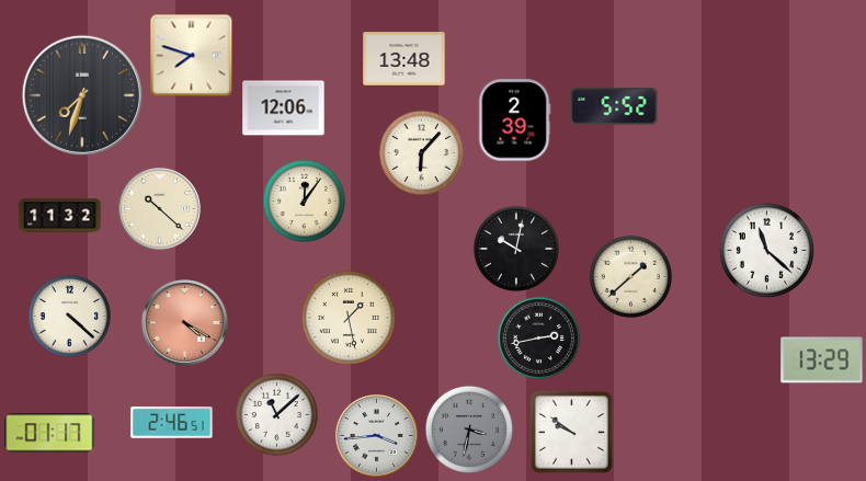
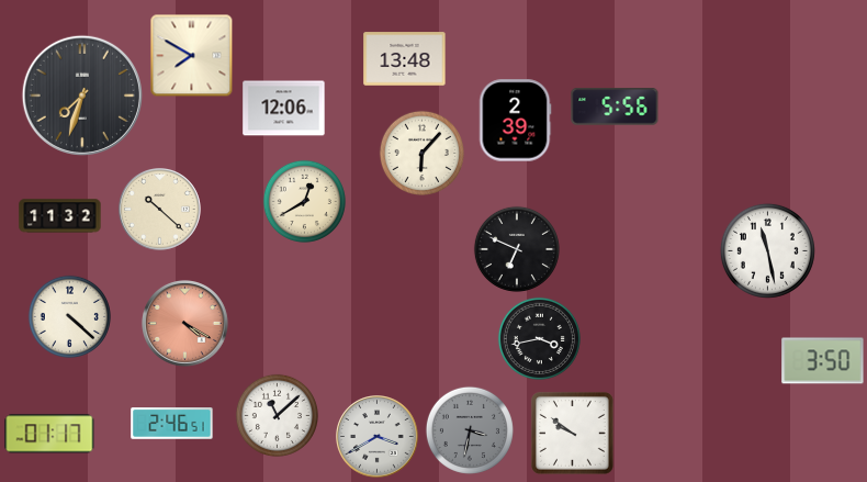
clock at (192, 56): 7:48 -> 7:50
clock at (614, 106): 5:52 -> 5:56
clock at (304, 201): 12:06 -> 12:40
clock at (516, 249): 10:02 -> 6:49
clock at (766, 250): 11:22 -> 11:28
clock at (630, 276): 1:38 -> none
clock at (349, 318): 1:28 -> none
clock at (538, 337): 2:43 -> 3:43
clock at (822, 360): 13:29 -> 3:50
clock at (377, 436): 3:44 -> 3:40
